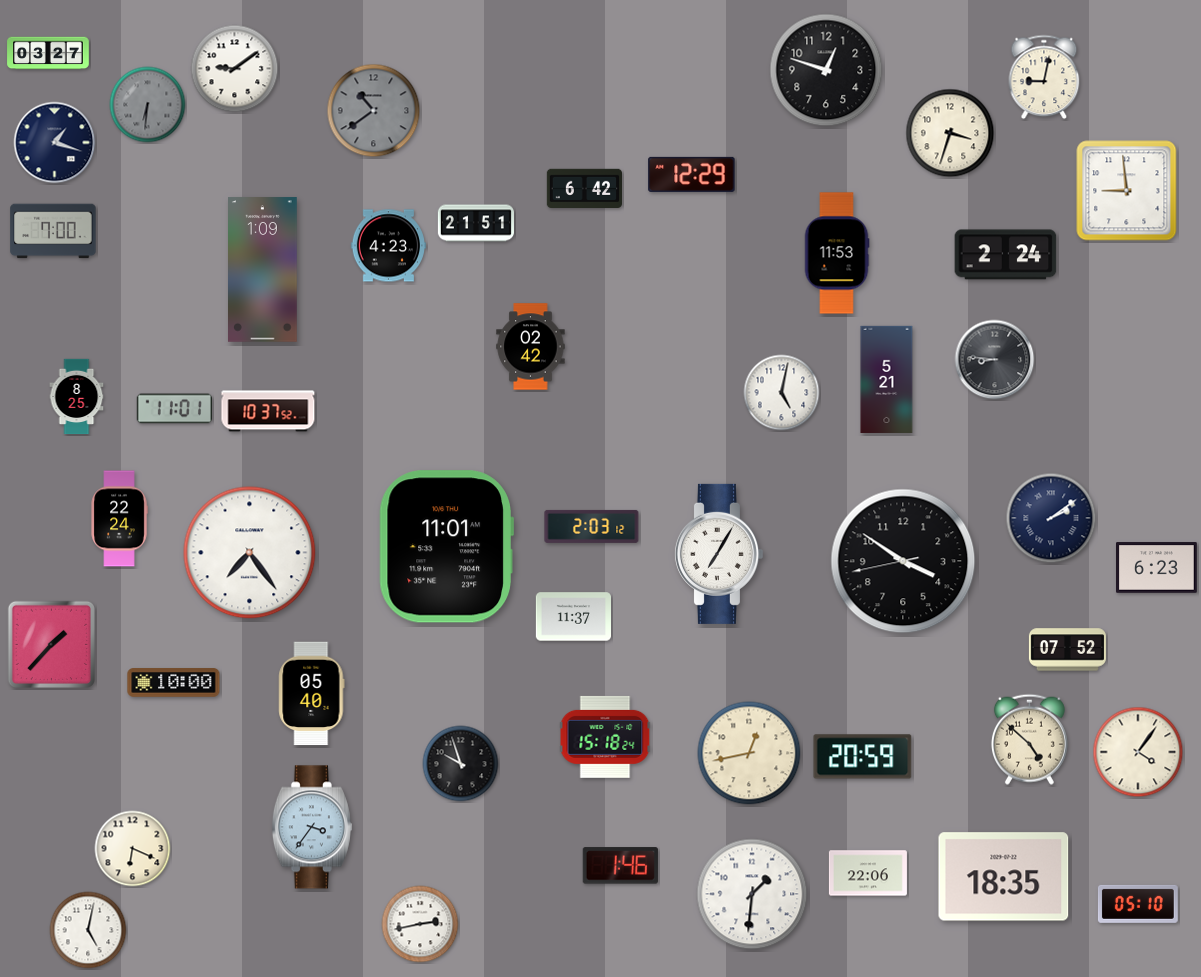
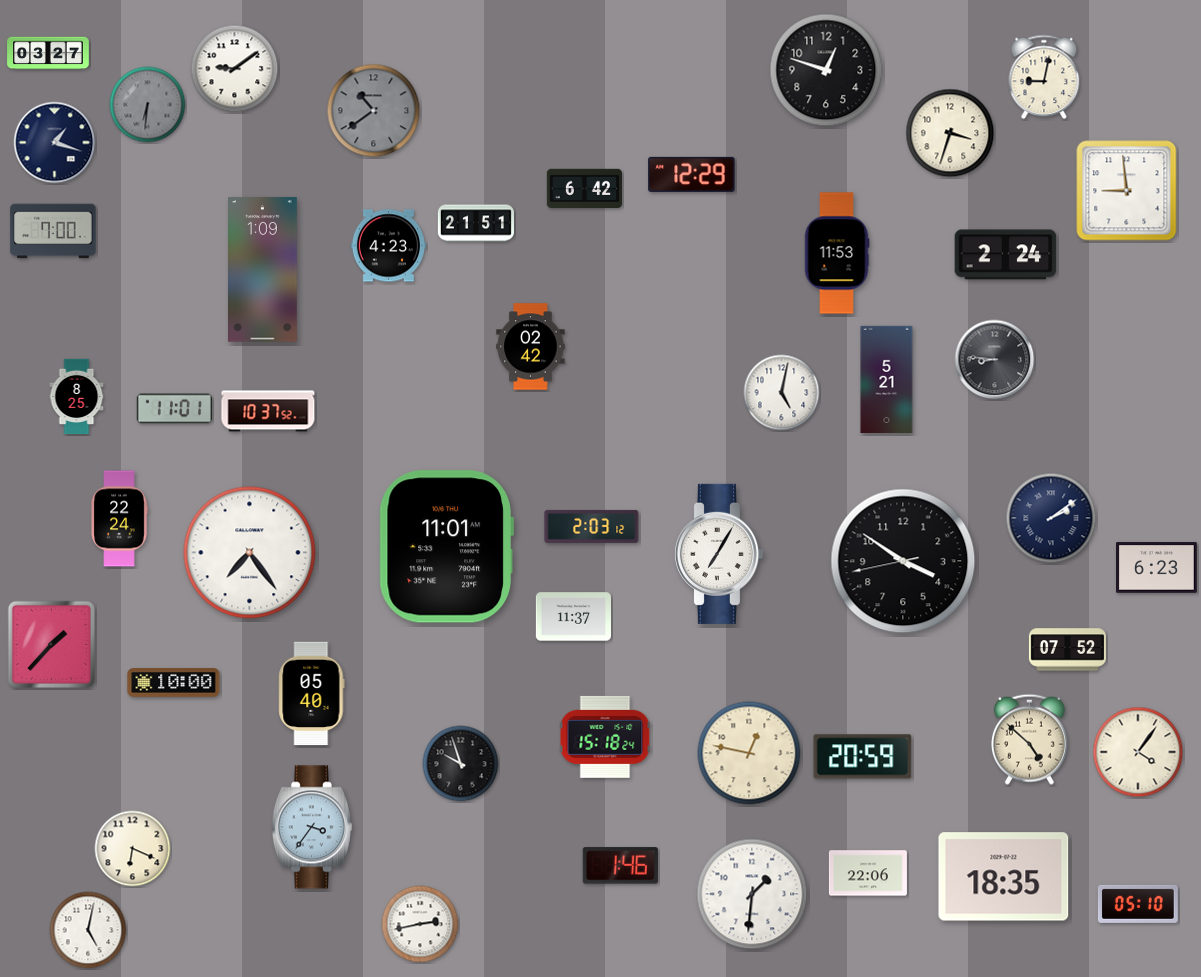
clock at (749, 753): 12:43 -> 12:47
